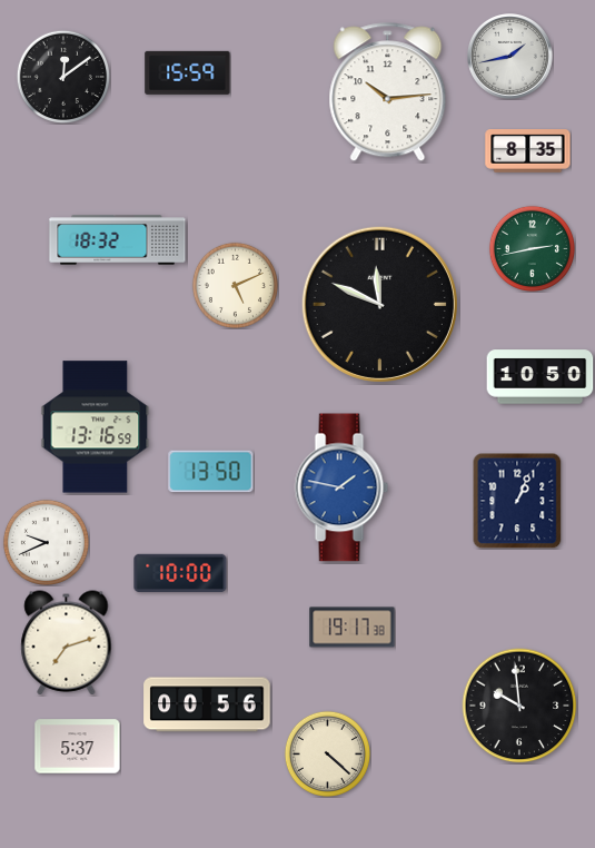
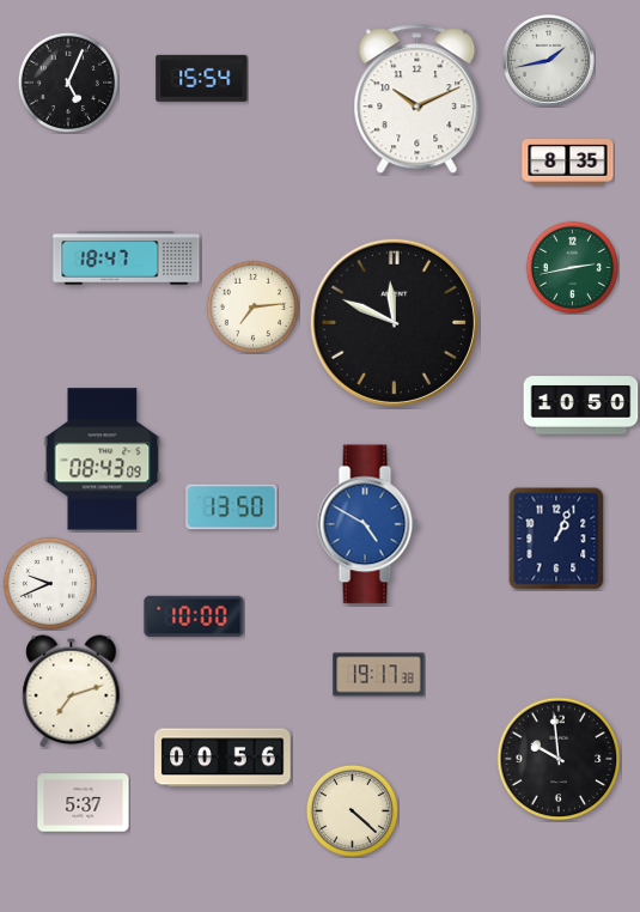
clock at (188, 72): 15:59 -> 15:54
clock at (63, 77): 12:09 -> 5:04
clock at (388, 92): 10:14 -> 10:11
clock at (118, 240): 18:32 -> 18:47
clock at (235, 285): 5:11 -> 7:14
clock at (379, 304) position: (379, 304) -> (394, 322)
clock at (96, 427): 13:16 -> 08:43
clock at (211, 472) position: (211, 472) -> (232, 507)
clock at (341, 487): 1:47 -> 4:50
